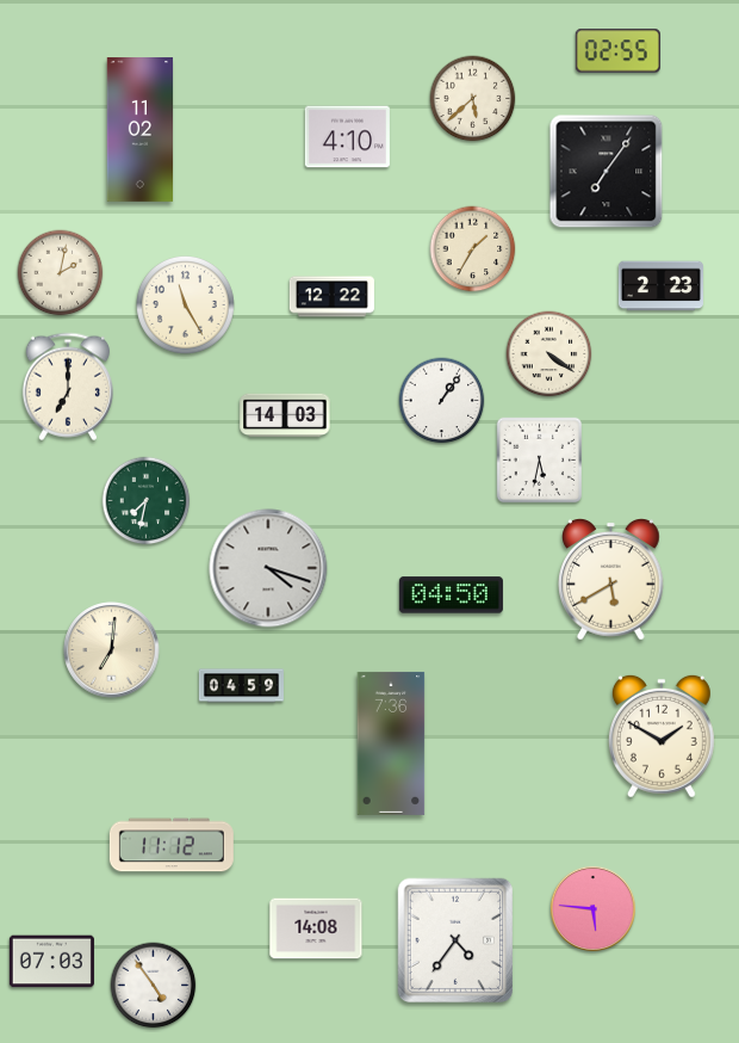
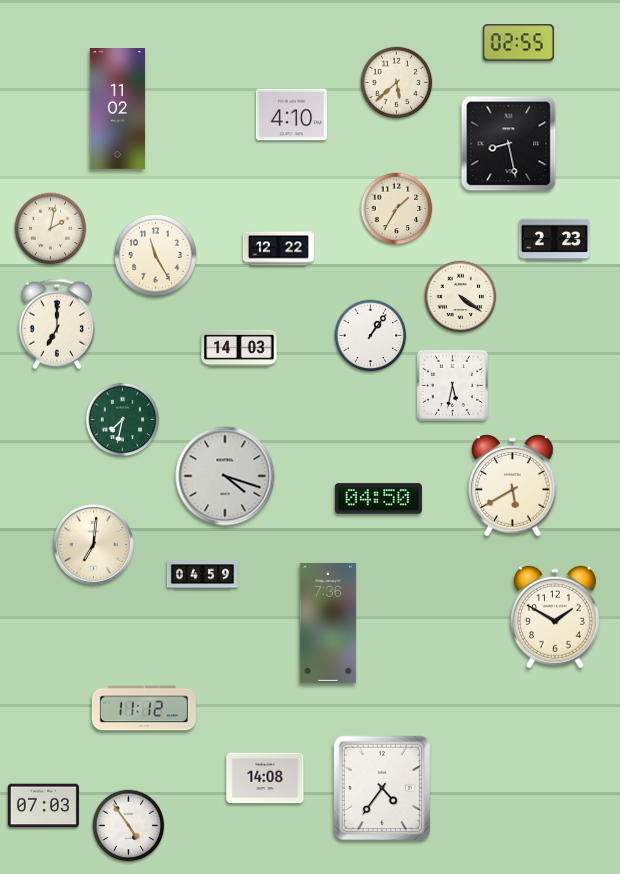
clock at (607, 172): 7:06 -> 8:28
clock at (592, 908): 5:46 -> none
